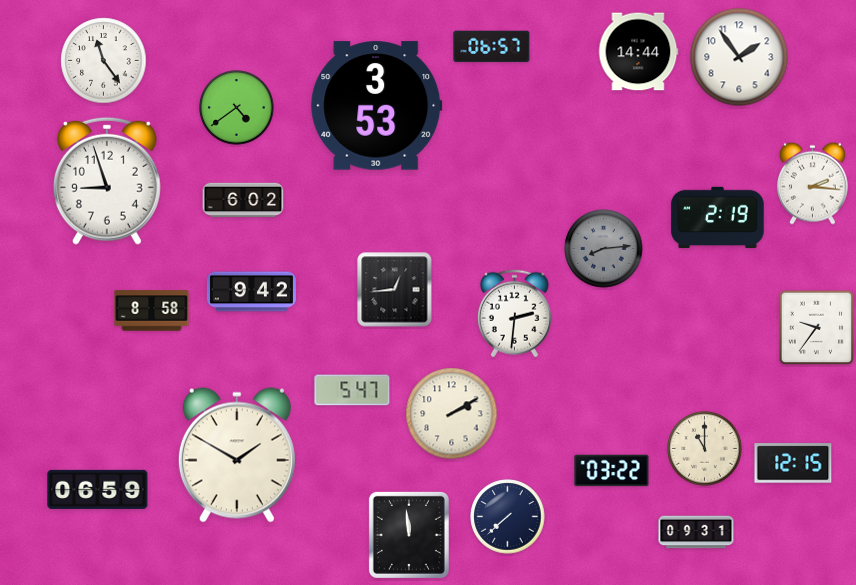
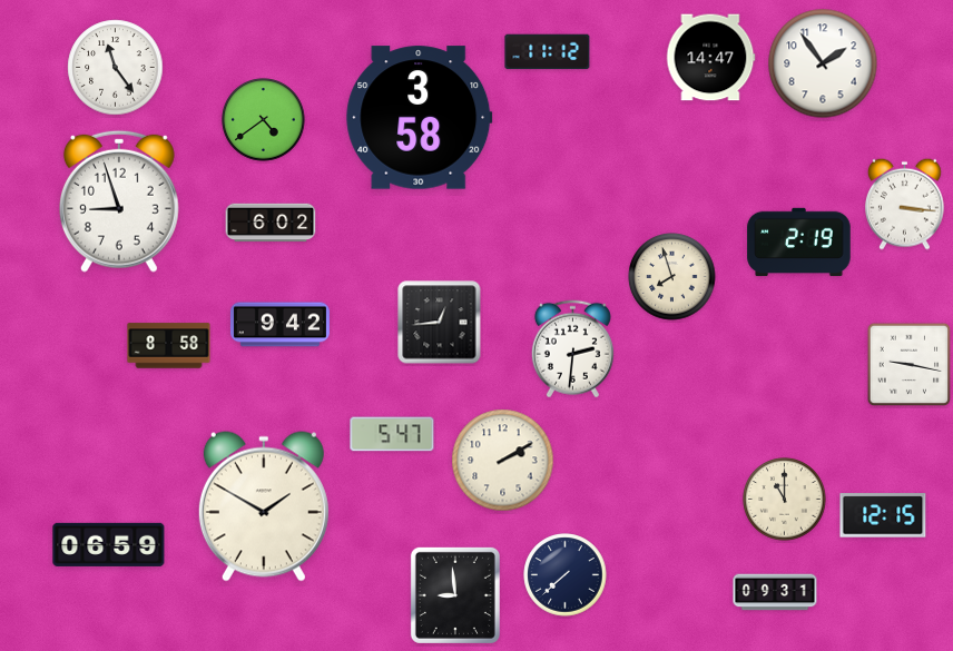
clock at (492, 47): 06:57 -> 11:12
clock at (638, 52): 14:44 -> 14:47
clock at (377, 106): 3:53 -> 3:58
clock at (812, 183): 2:16 -> 3:16
clock at (604, 249): 8:14 -> 7:57
clock at (604, 249) dial: grey -> cream
clock at (817, 328): 9:36 -> 9:17
clock at (612, 471): 03:22 -> none
clock at (409, 535): 11:59 -> 8:59
